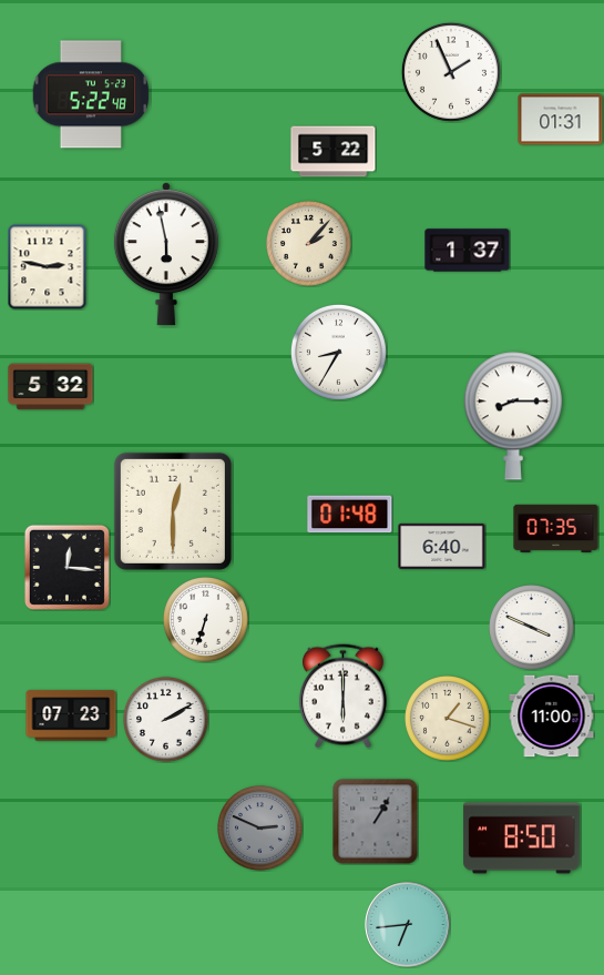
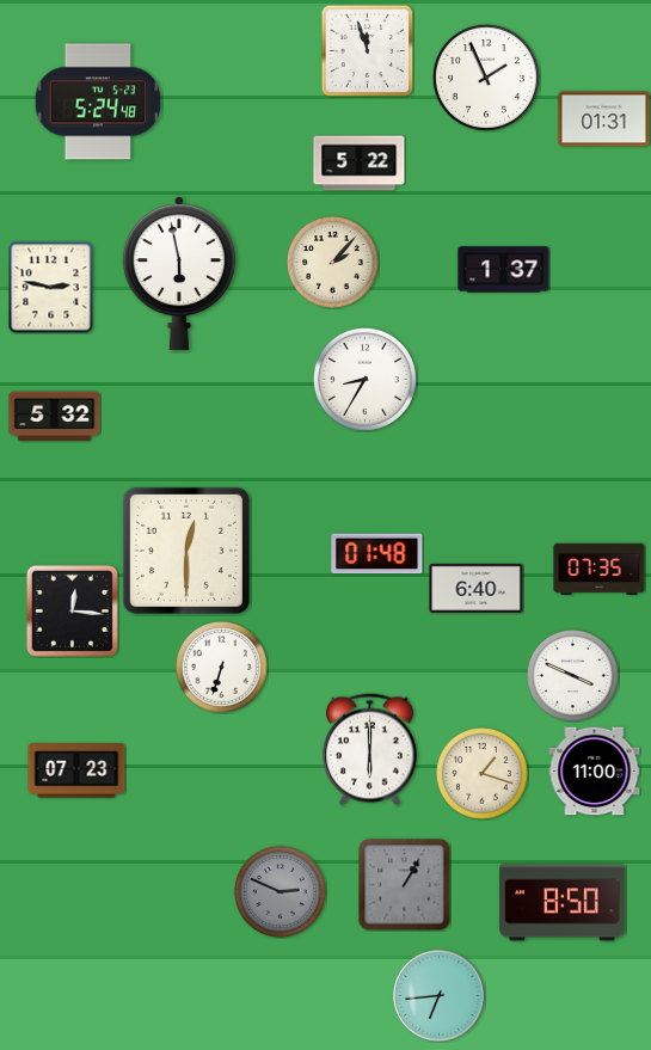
clock at (367, 50): none -> 11:57
clock at (91, 94): 5:22 -> 5:24
clock at (561, 120) position: (561, 120) -> (604, 119)
clock at (512, 416): 8:15 -> none
clock at (166, 720): 2:10 -> none
